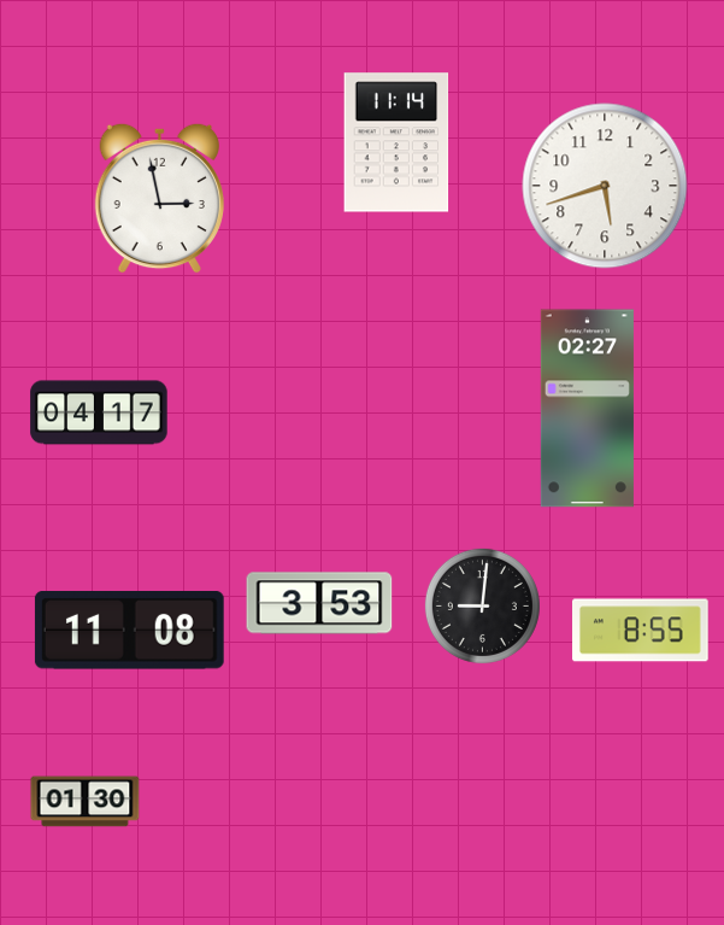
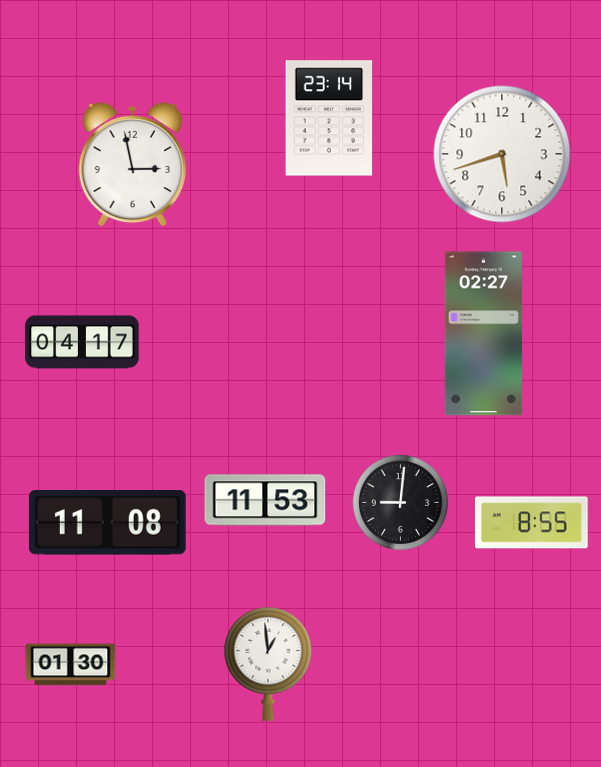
clock at (396, 142): 11:14 -> 23:14
clock at (587, 409) position: (587, 409) -> (483, 334)
clock at (319, 603): 3:53 -> 11:53
clock at (268, 665): none -> 12:59
